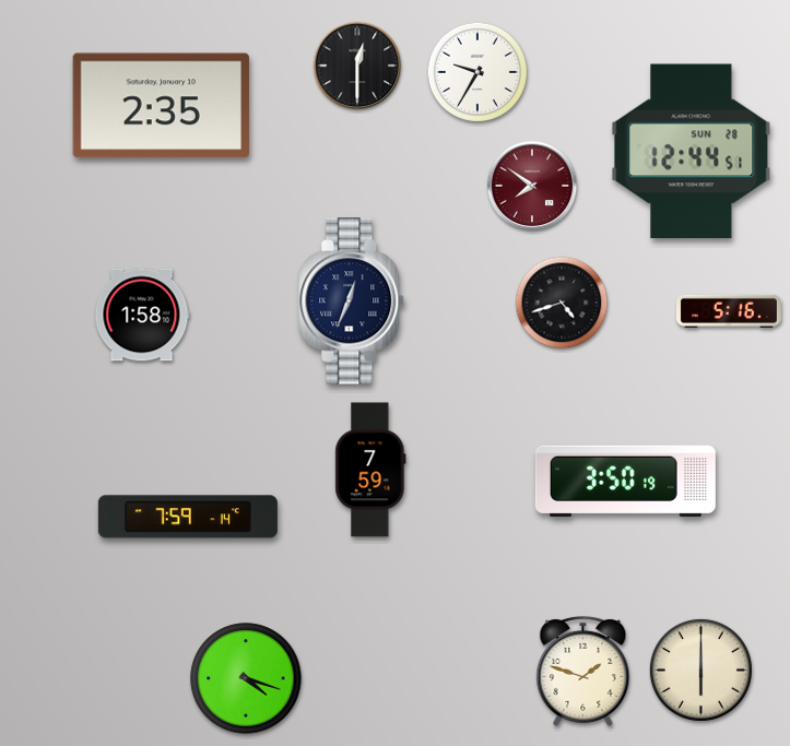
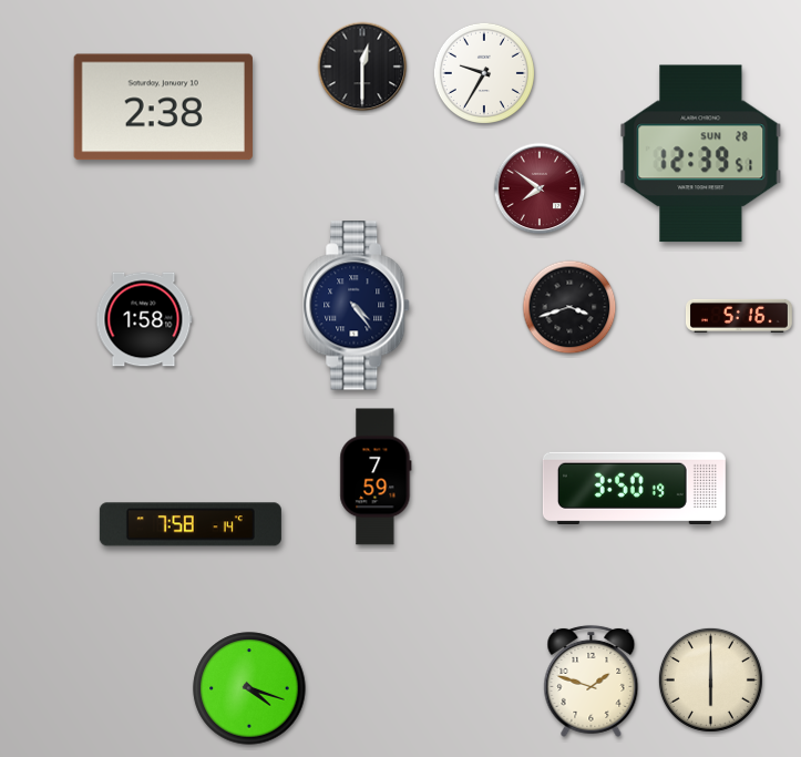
clock at (161, 106): 2:35 -> 2:38
clock at (692, 152): 12:44 -> 12:39
clock at (352, 301): 12:34 -> 4:24
clock at (562, 303): 4:42 -> 3:42
clock at (188, 517): 7:59 -> 7:58
